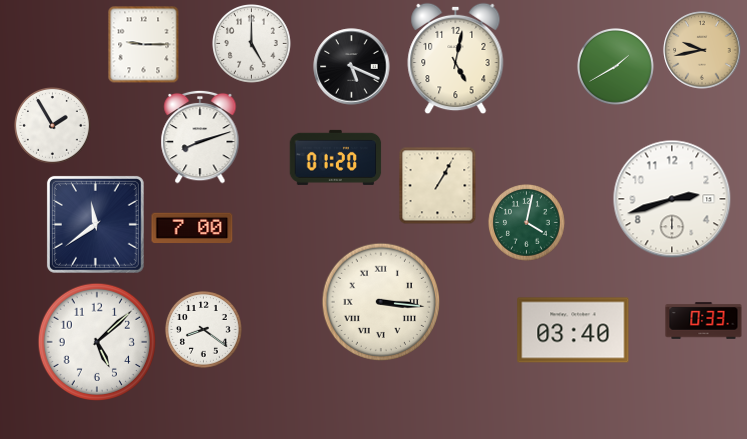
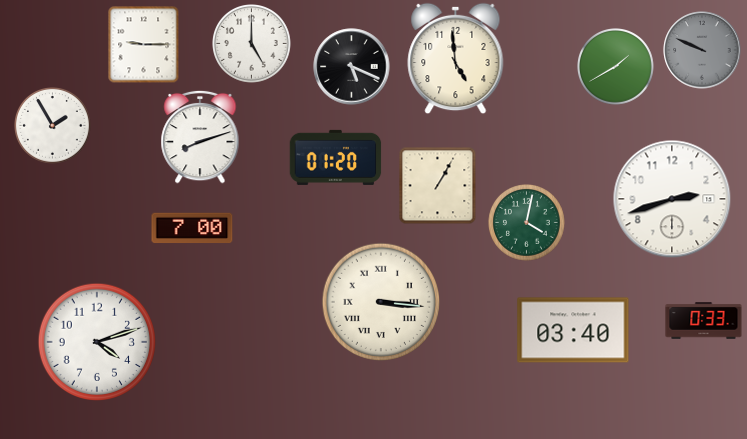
clock at (702, 50): 9:43 -> 9:49
clock at (702, 50) dial: champagne -> grey
clock at (456, 59): 5:02 -> 4:59
clock at (95, 224): 11:39 -> none
clock at (204, 330): 8:21 -> none
clock at (96, 341): 5:08 -> 4:12
